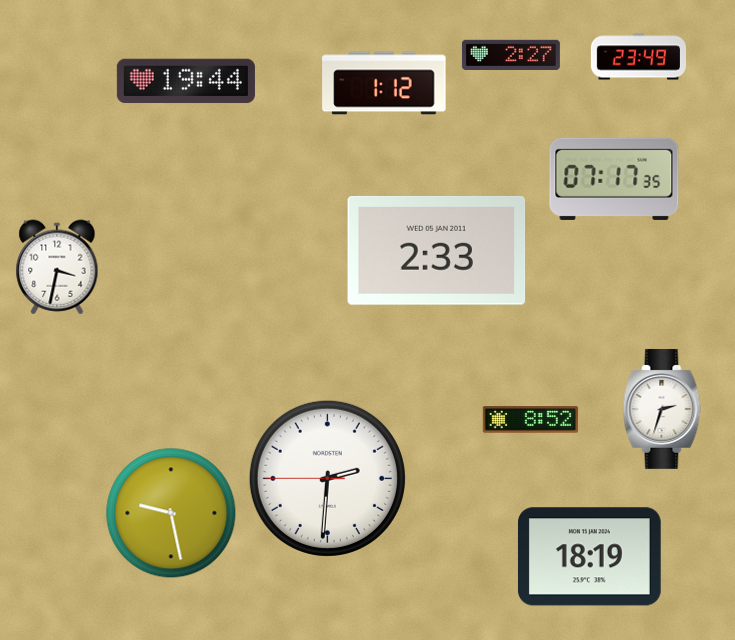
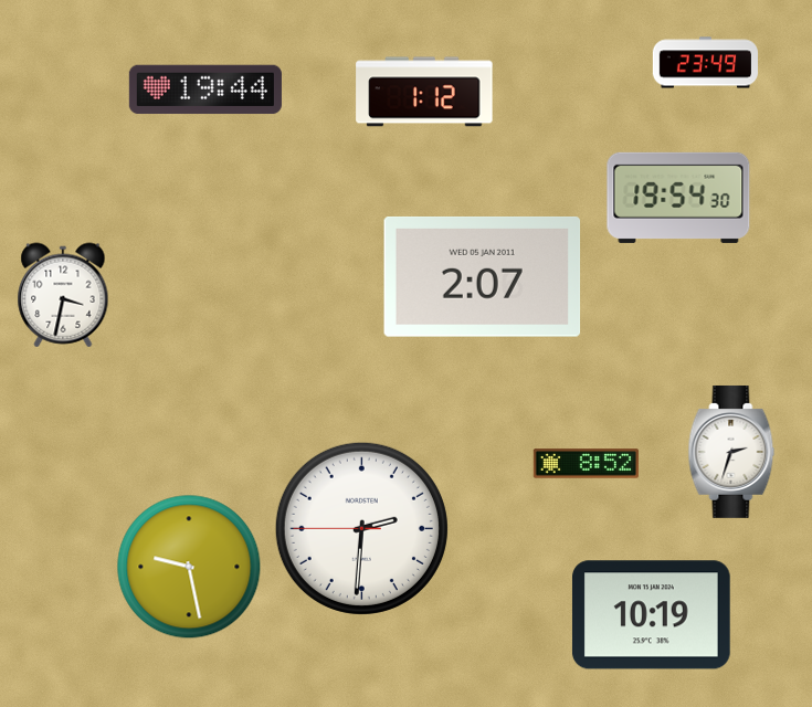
clock at (511, 54): 2:27 -> none
clock at (614, 179): 07:17 -> 19:54
clock at (437, 250): 2:33 -> 2:07
clock at (589, 557): 18:19 -> 10:19
